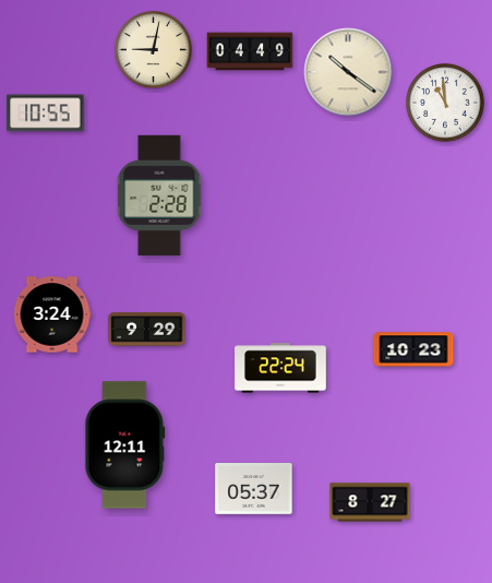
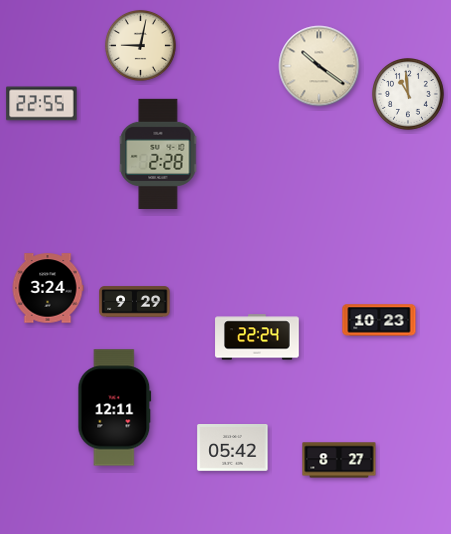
clock at (250, 51): 04:49 -> none
clock at (46, 114): 10:55 -> 22:55
clock at (159, 195) position: (159, 195) -> (158, 154)
clock at (254, 489): 05:37 -> 05:42
